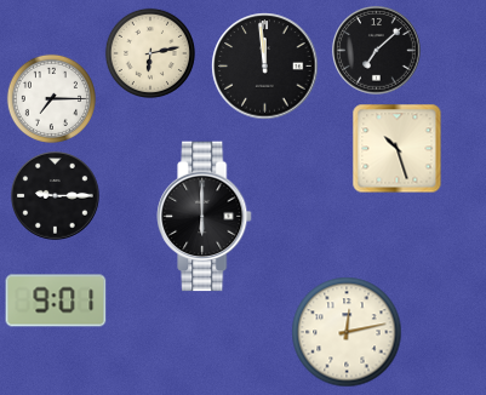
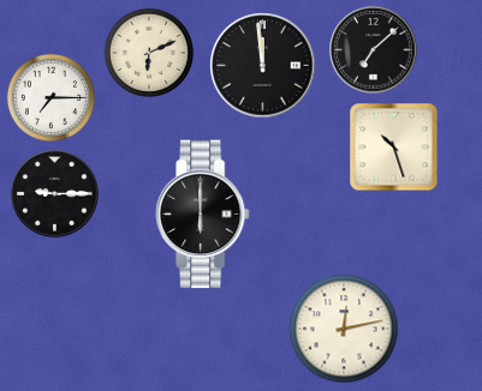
clock at (150, 53): 6:13 -> 6:11
clock at (56, 300): 9:01 -> none
